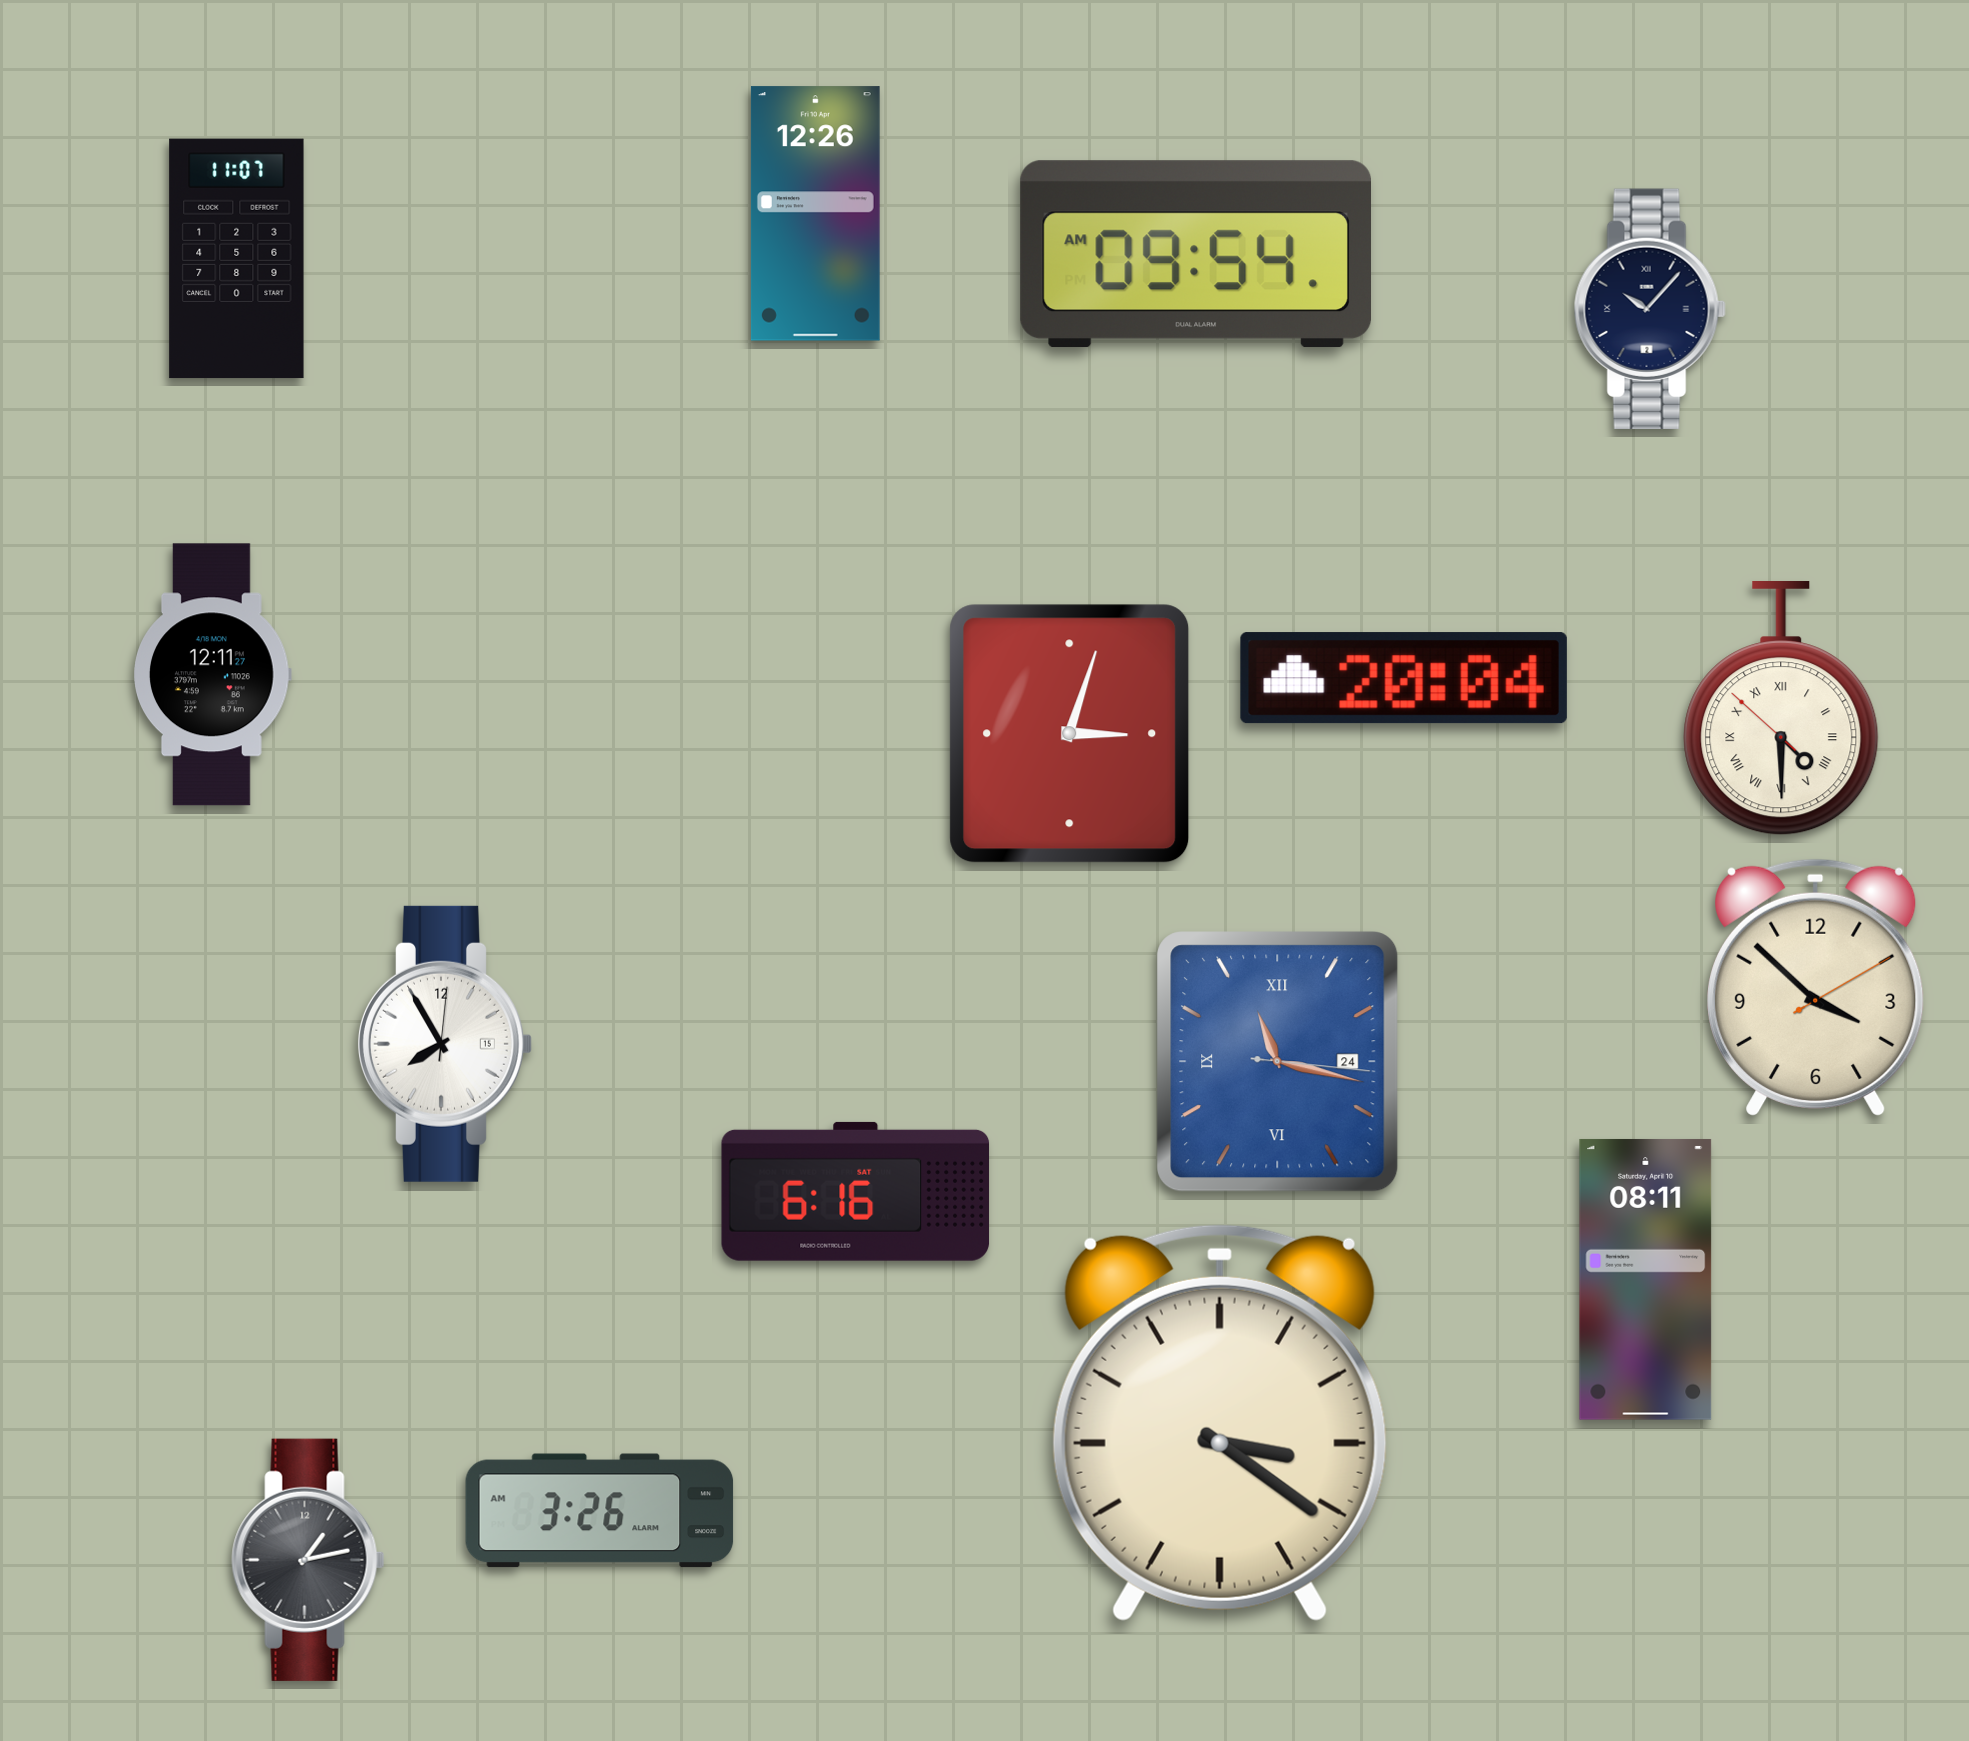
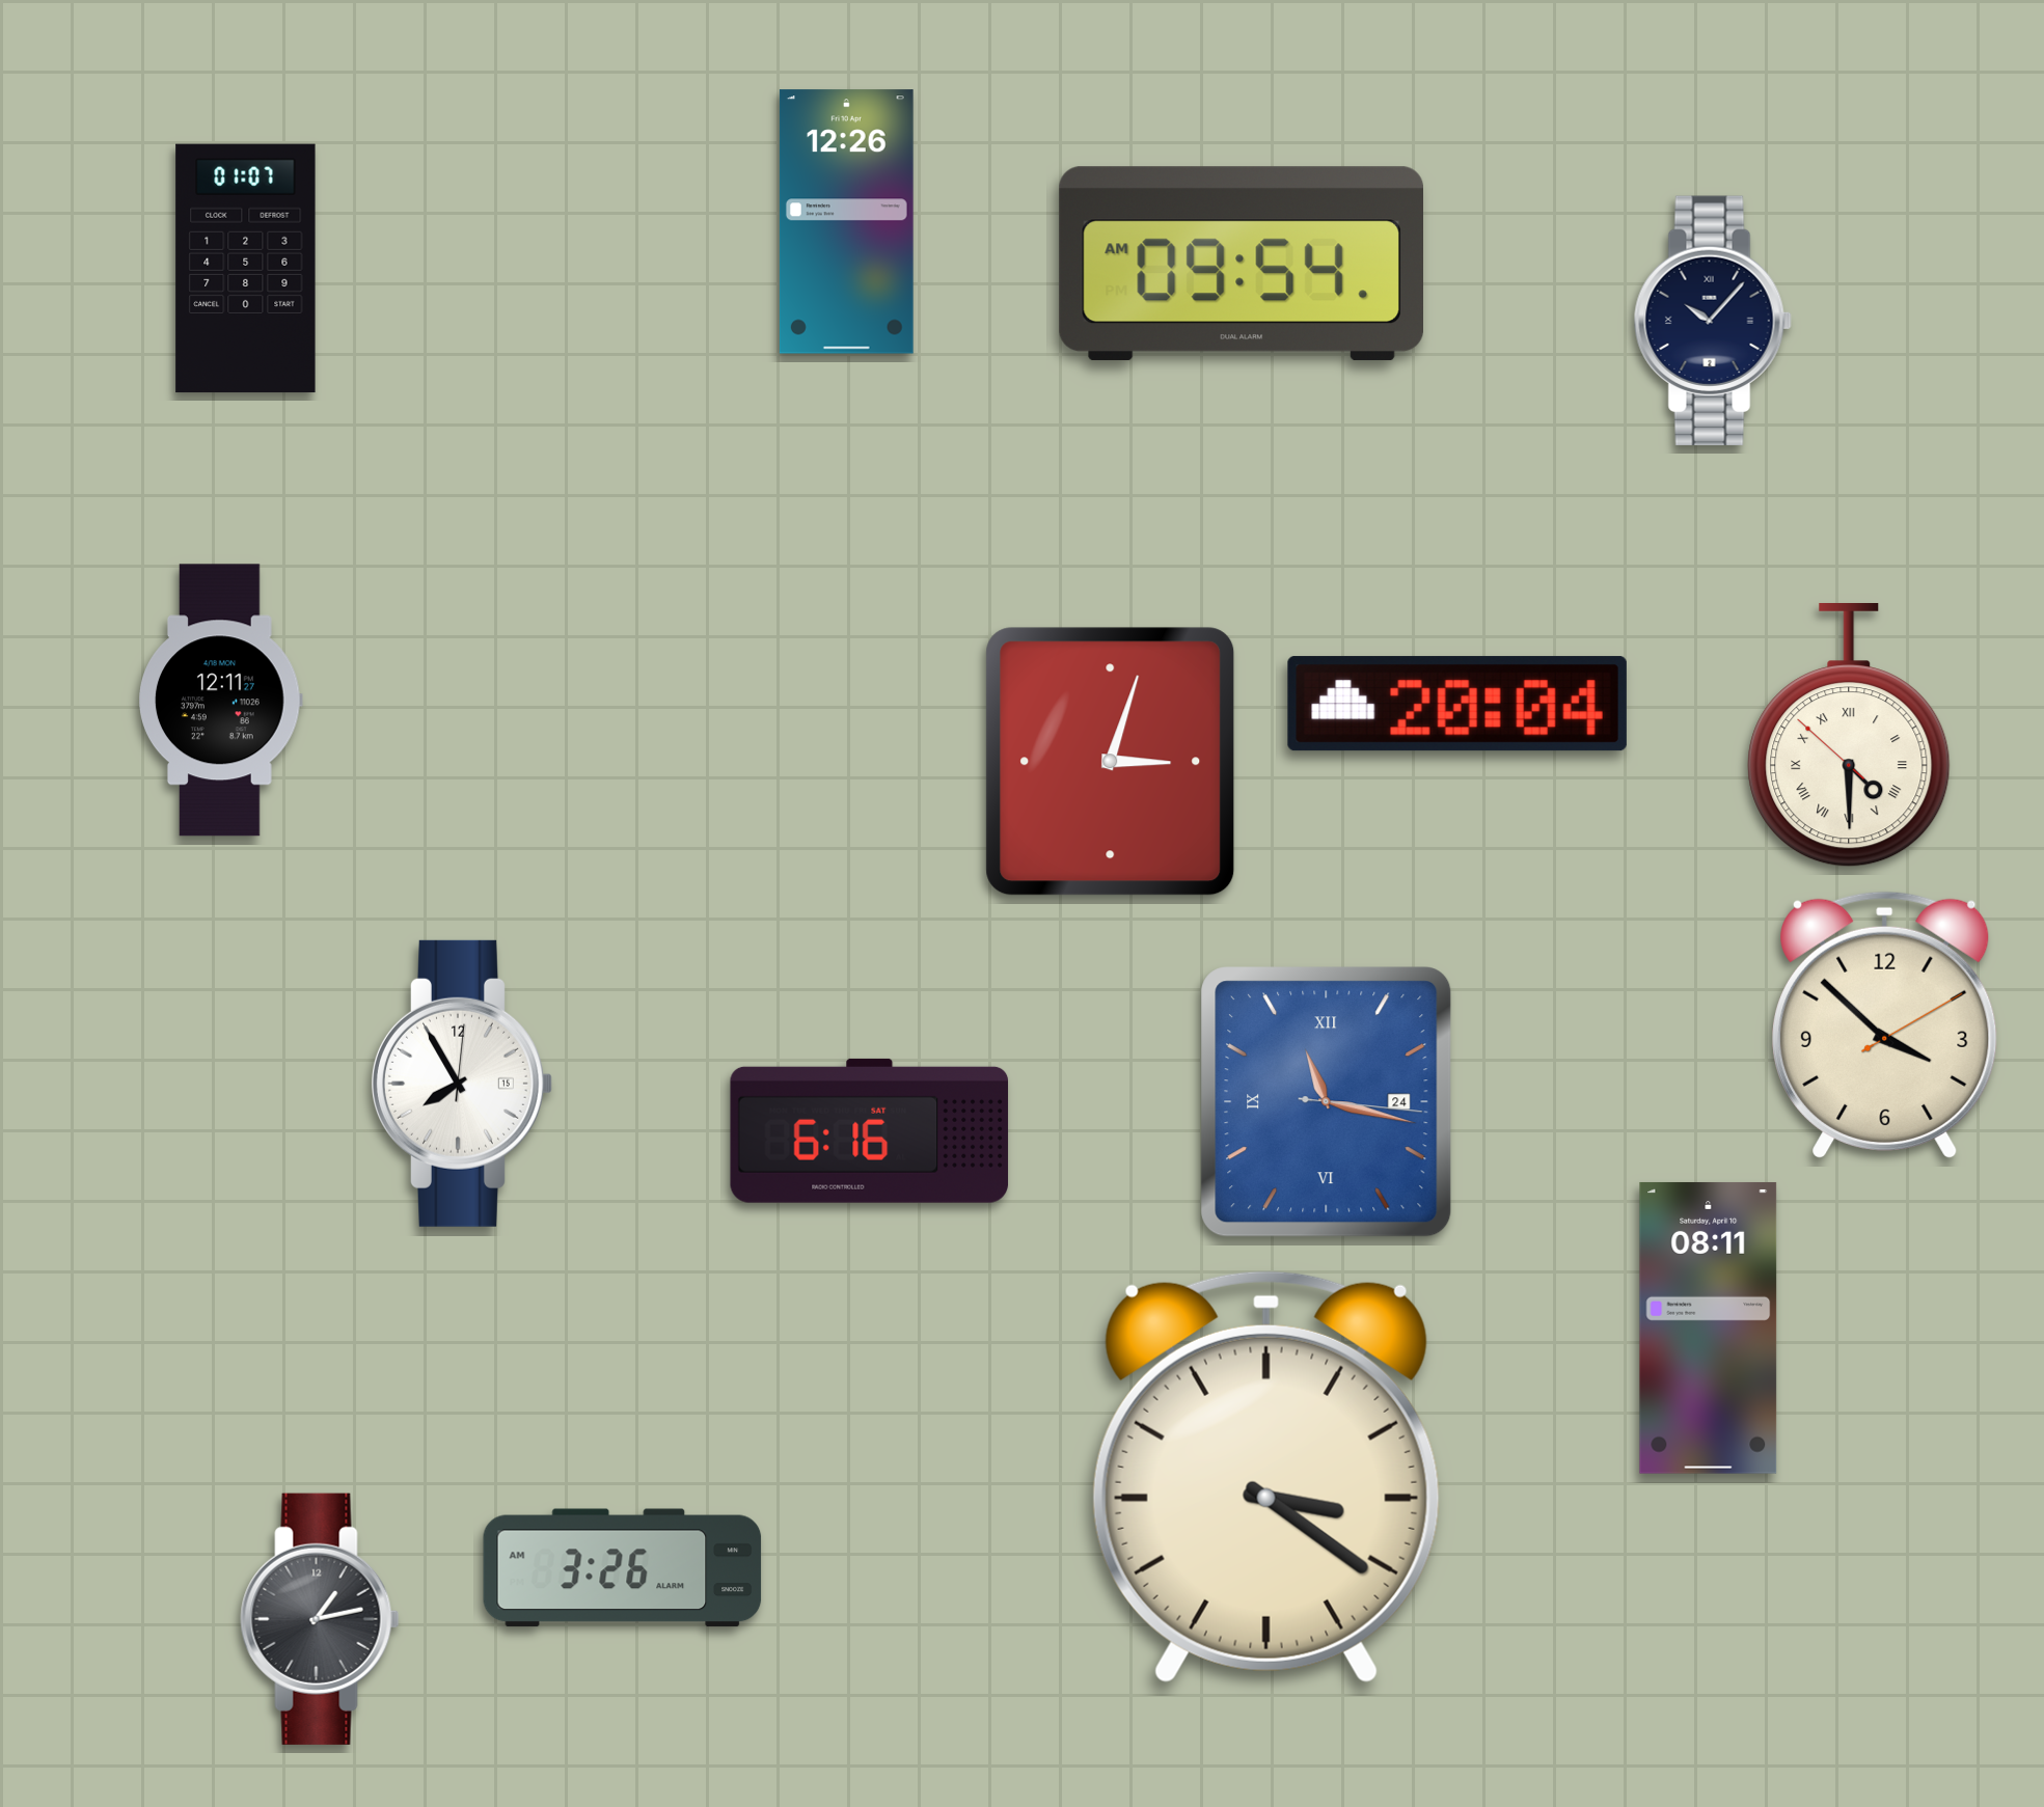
clock at (237, 259): 11:07 -> 01:07
clock at (855, 1191) position: (855, 1191) -> (869, 1130)
